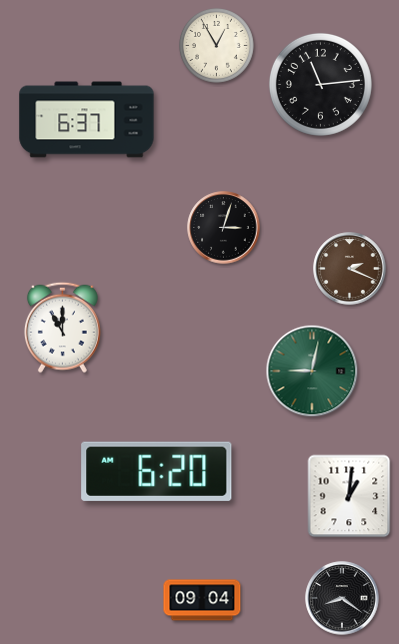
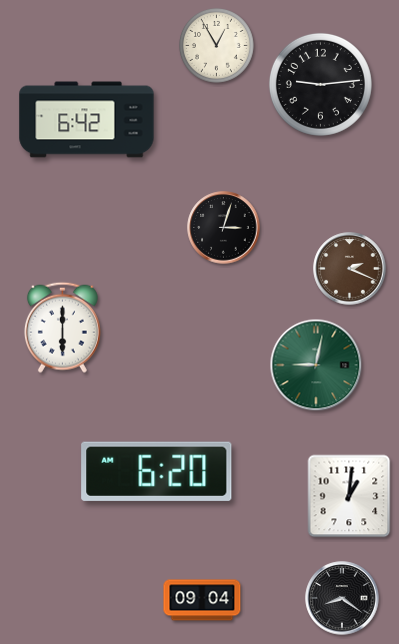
clock at (320, 84): 11:14 -> 9:14
clock at (87, 120): 6:37 -> 6:42
clock at (62, 327): 11:00 -> 6:00
clock at (312, 371) position: (312, 371) -> (316, 365)
